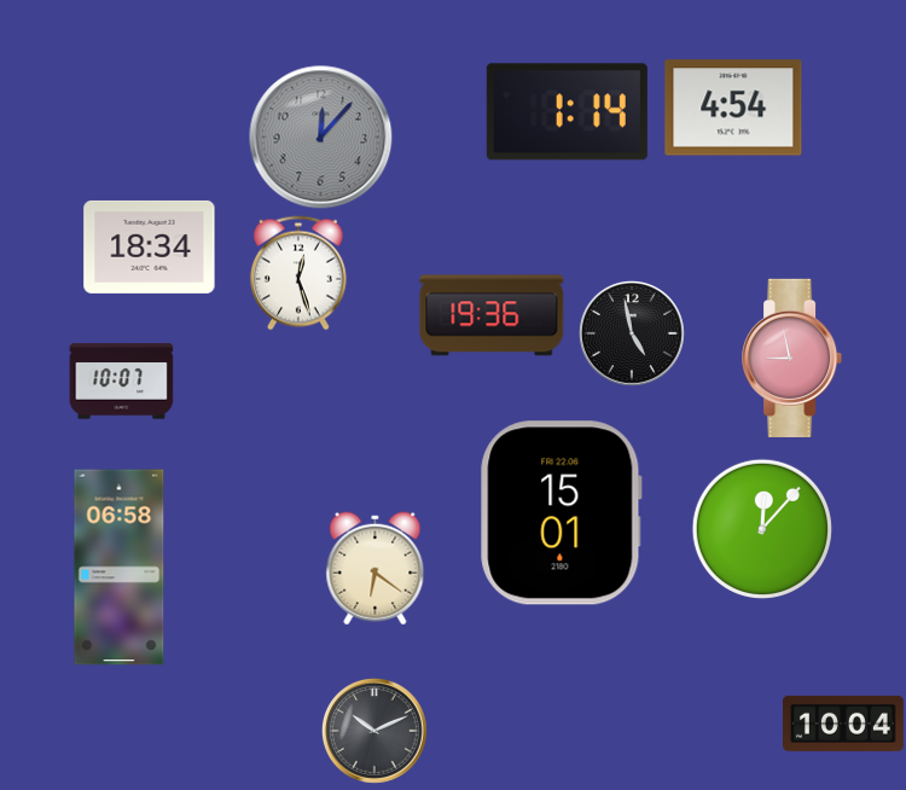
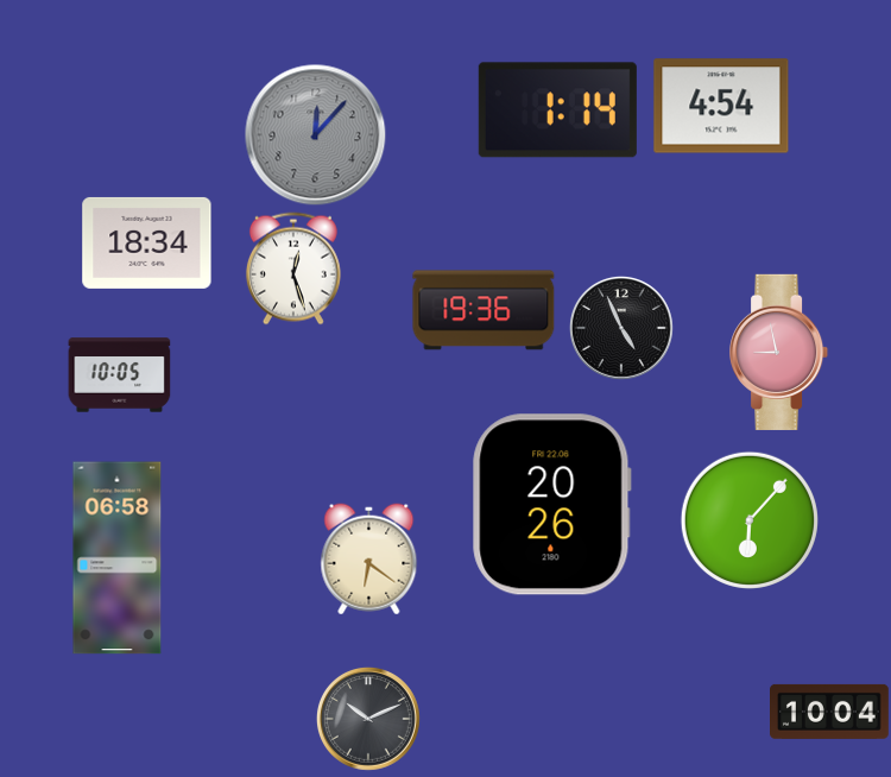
clock at (633, 335): 4:58 -> 4:56
clock at (122, 382): 10:07 -> 10:05
clock at (561, 513): 15:01 -> 20:26
clock at (762, 529): 12:07 -> 6:07
